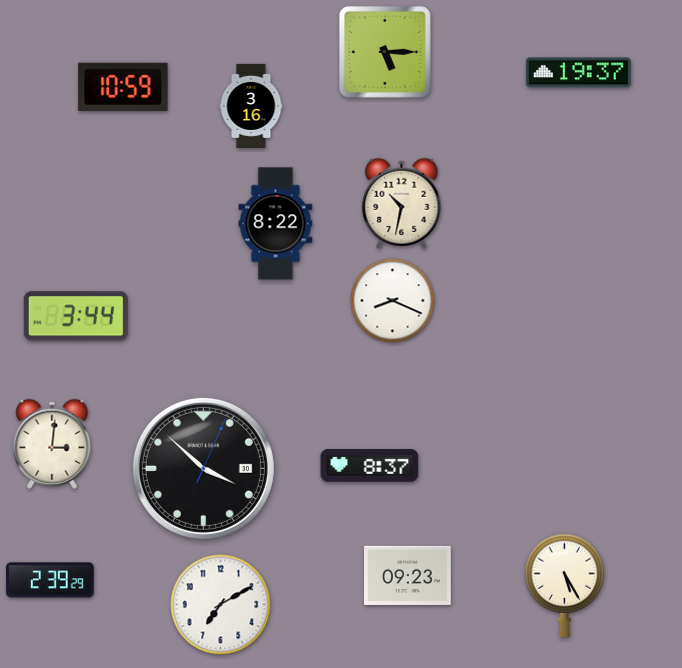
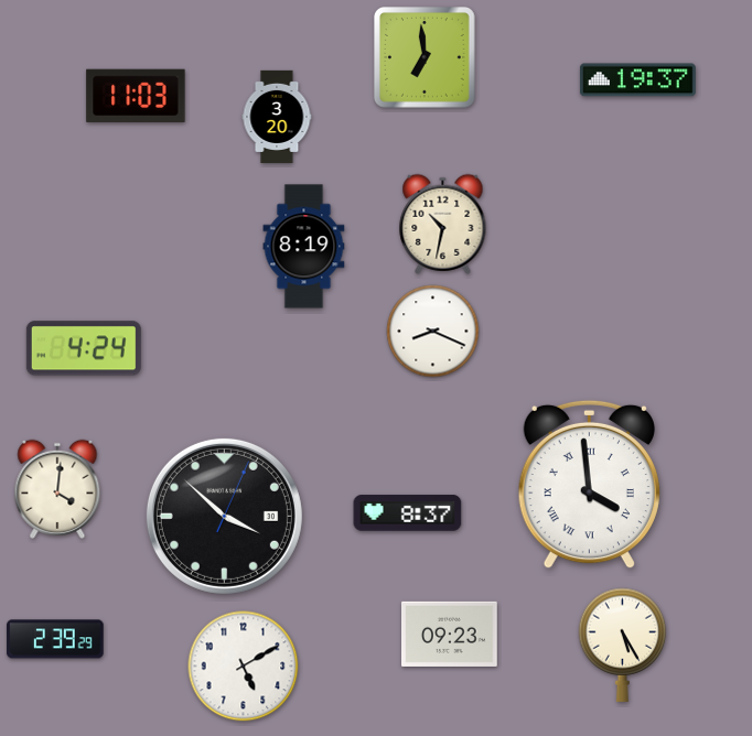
clock at (386, 53): 5:15 -> 6:59
clock at (123, 86): 10:59 -> 11:03
clock at (251, 106): 3:16 -> 3:20
clock at (276, 224): 8:22 -> 8:19
clock at (76, 316): 3:44 -> 4:24
clock at (589, 485): none -> 3:59
clock at (52, 444): 3:01 -> 4:01
clock at (221, 605): 7:10 -> 5:10
